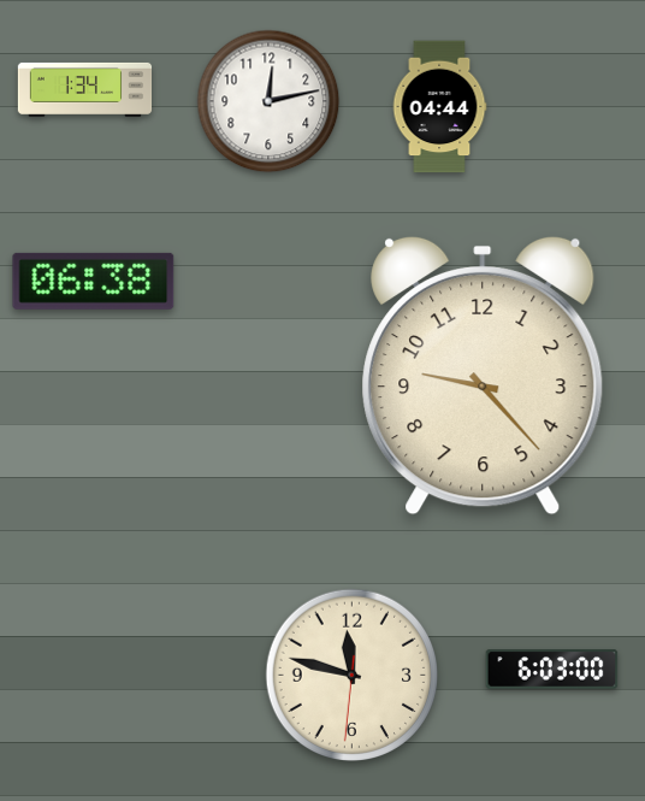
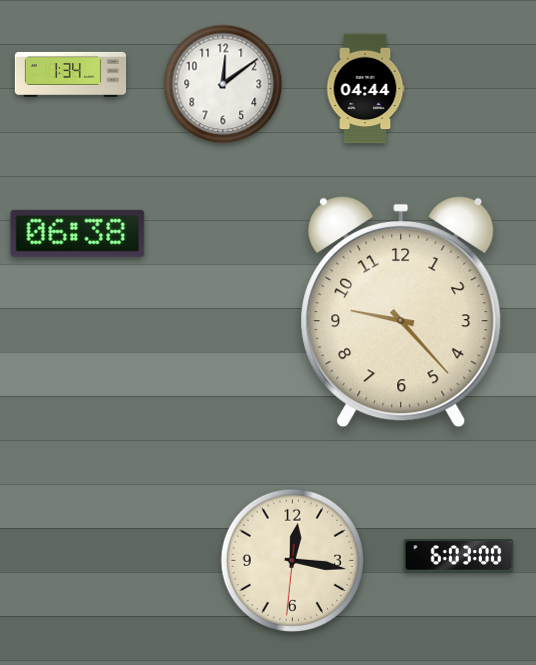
clock at (268, 101): 12:13 -> 12:09
clock at (351, 675): 11:47 -> 12:16
